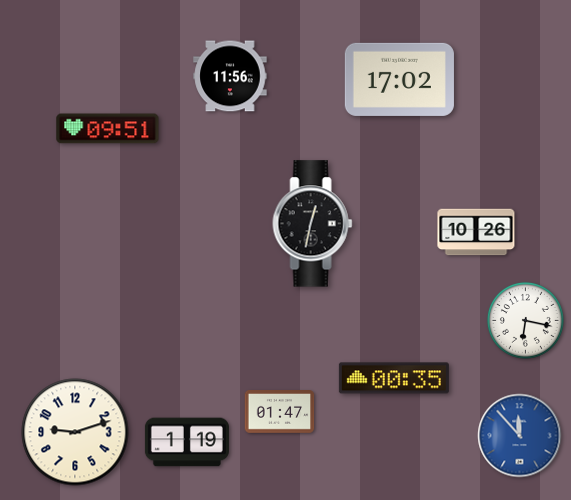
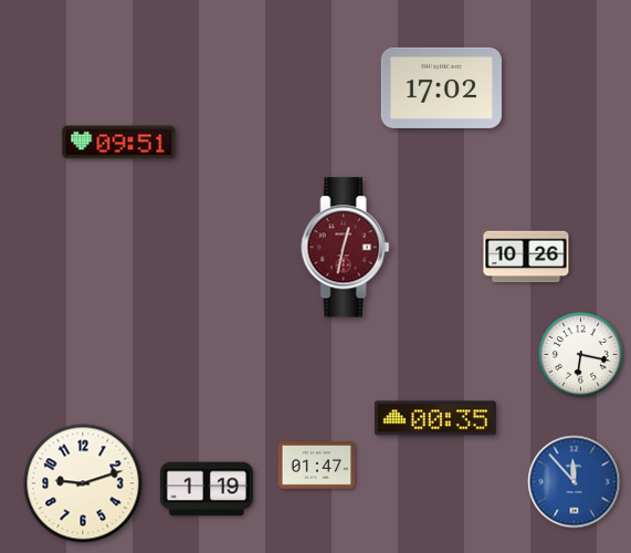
clock at (230, 76): 11:56 -> none
clock at (313, 224) dial: black -> burgundy
clock at (280, 412) position: (280, 412) -> (317, 466)
clock at (75, 432) position: (75, 432) -> (83, 483)
